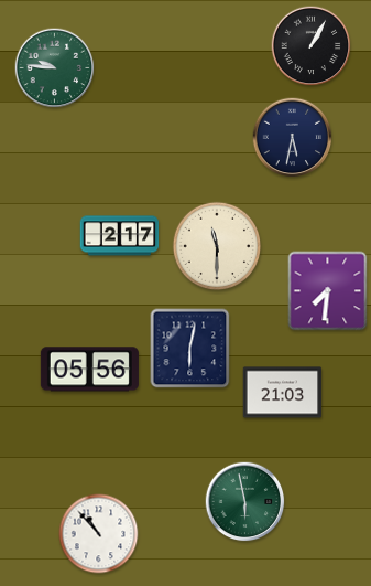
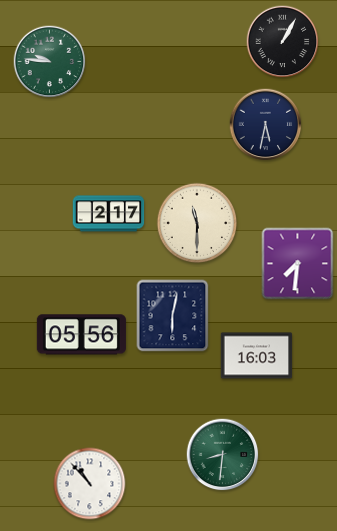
clock at (283, 393): 21:03 -> 16:03
clock at (245, 502): 5:58 -> 8:31
